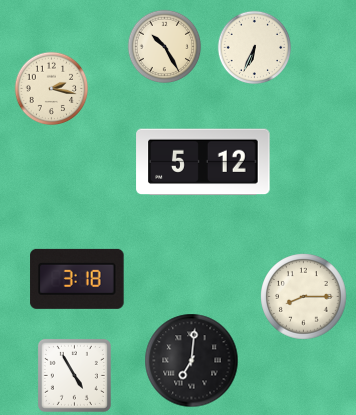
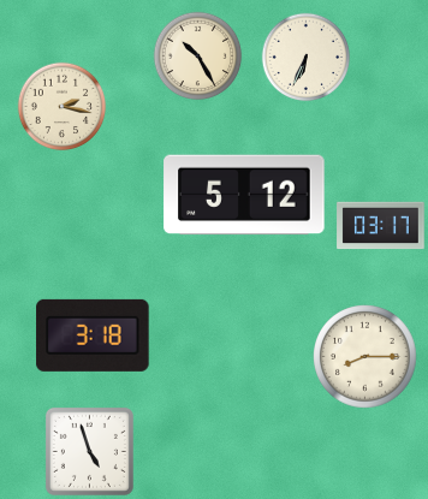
clock at (381, 226): none -> 03:17
clock at (192, 361): 7:01 -> none
clock at (74, 375): 4:55 -> 4:57
